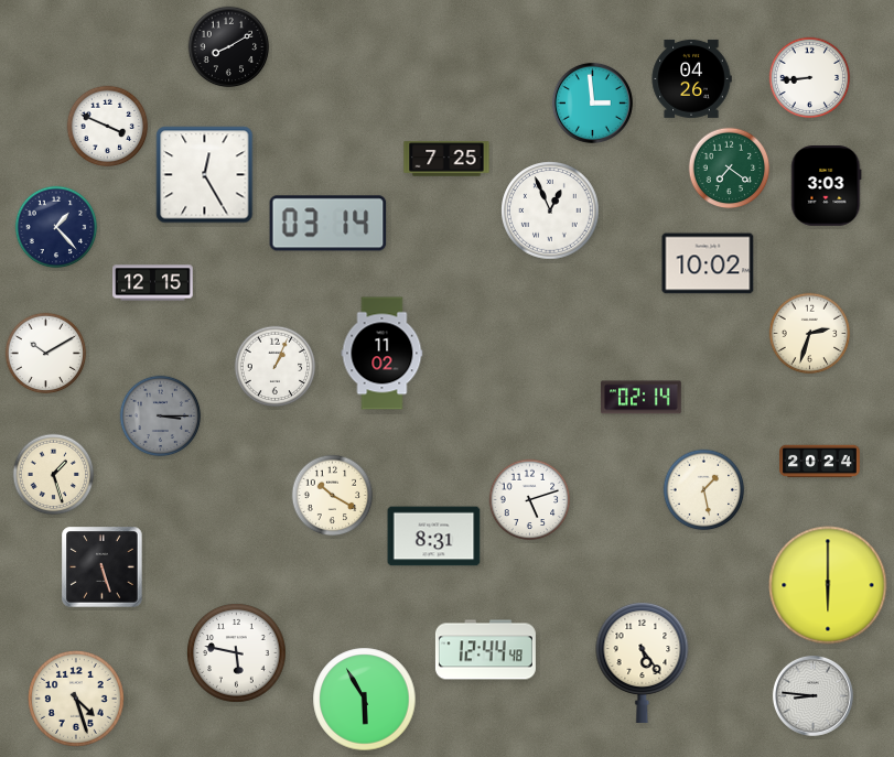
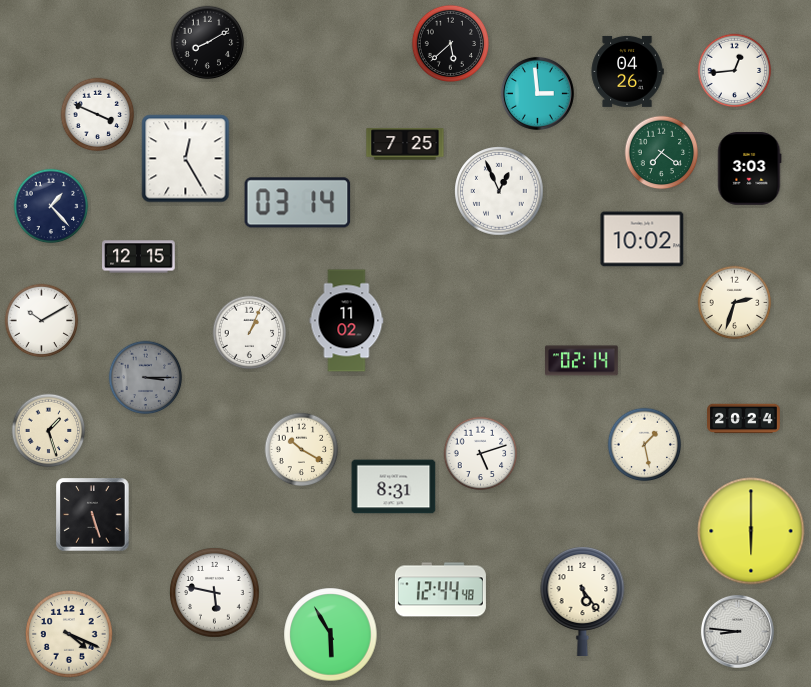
clock at (450, 43): none -> 5:38
clock at (810, 78): 8:44 -> 12:44
clock at (704, 490) position: (704, 490) -> (645, 445)
clock at (77, 700): 4:27 -> 4:19
